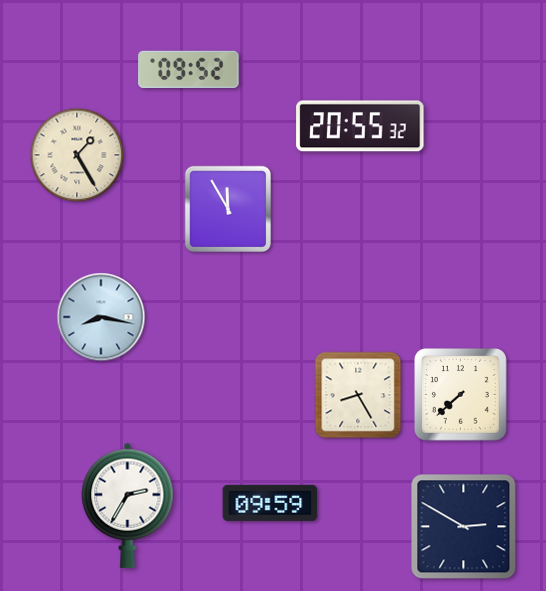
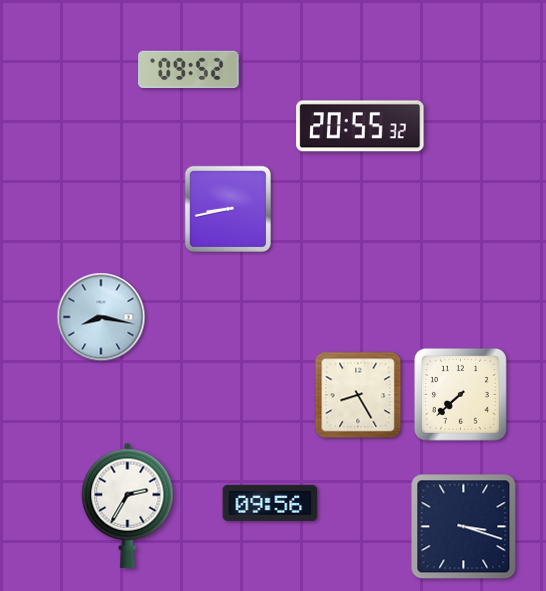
clock at (77, 155): 1:25 -> none
clock at (227, 208): 11:55 -> 8:43
clock at (270, 503): 09:59 -> 09:56
clock at (464, 527): 2:50 -> 3:18
